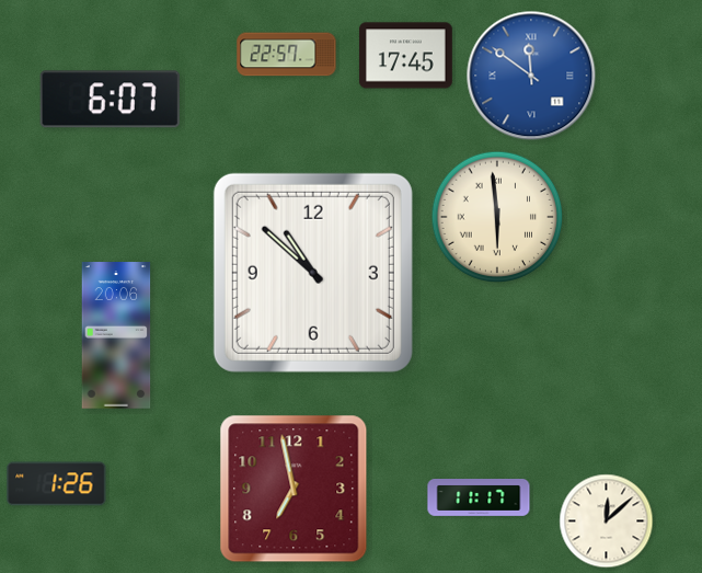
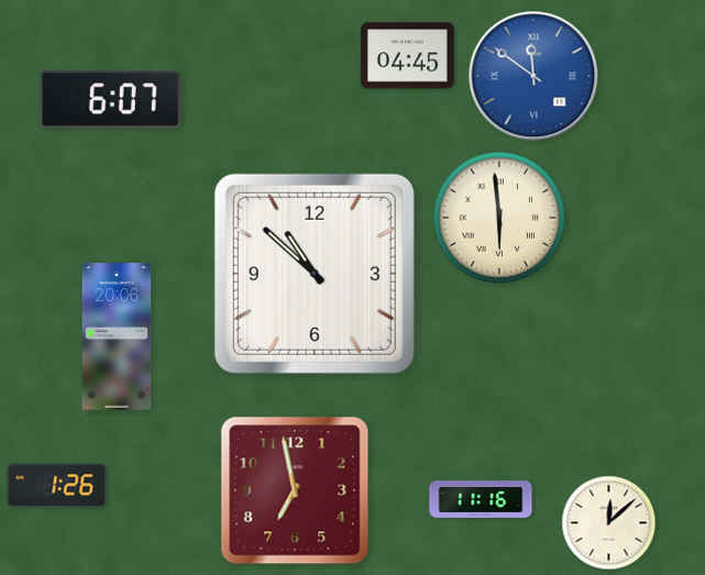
clock at (287, 55): 22:57 -> none
clock at (406, 56): 17:45 -> 04:45
clock at (479, 498): 11:17 -> 11:16
